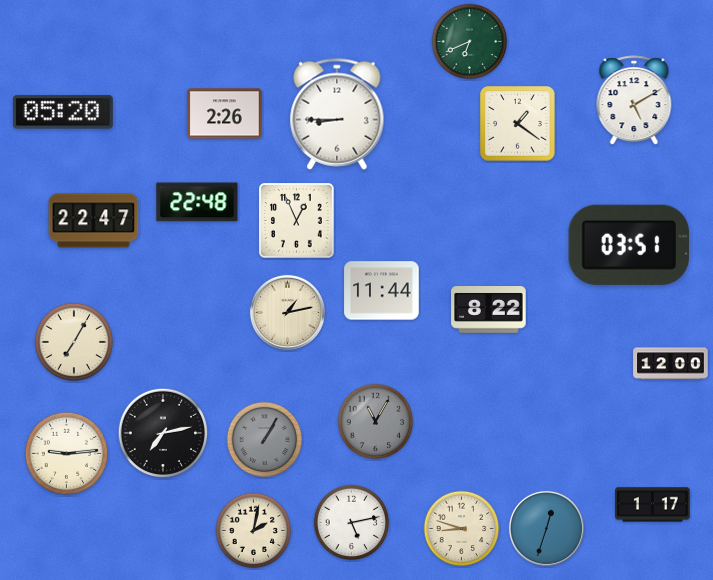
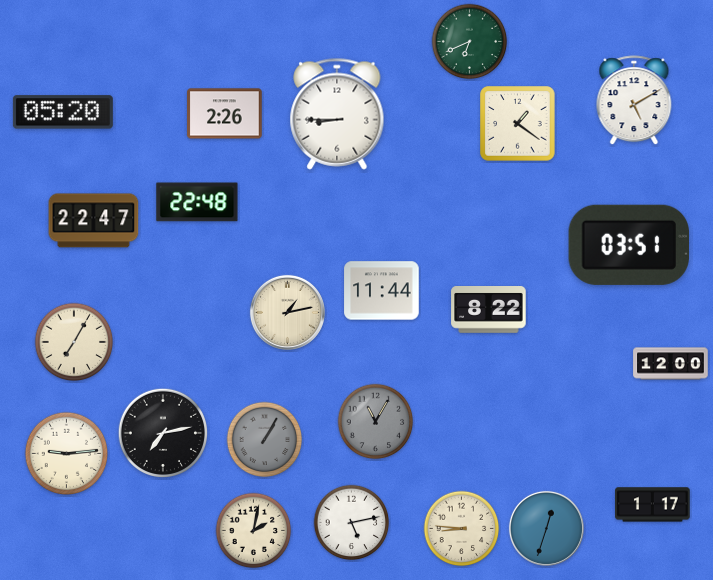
clock at (297, 221): 12:56 -> none
clock at (462, 529): 8:48 -> 8:46
